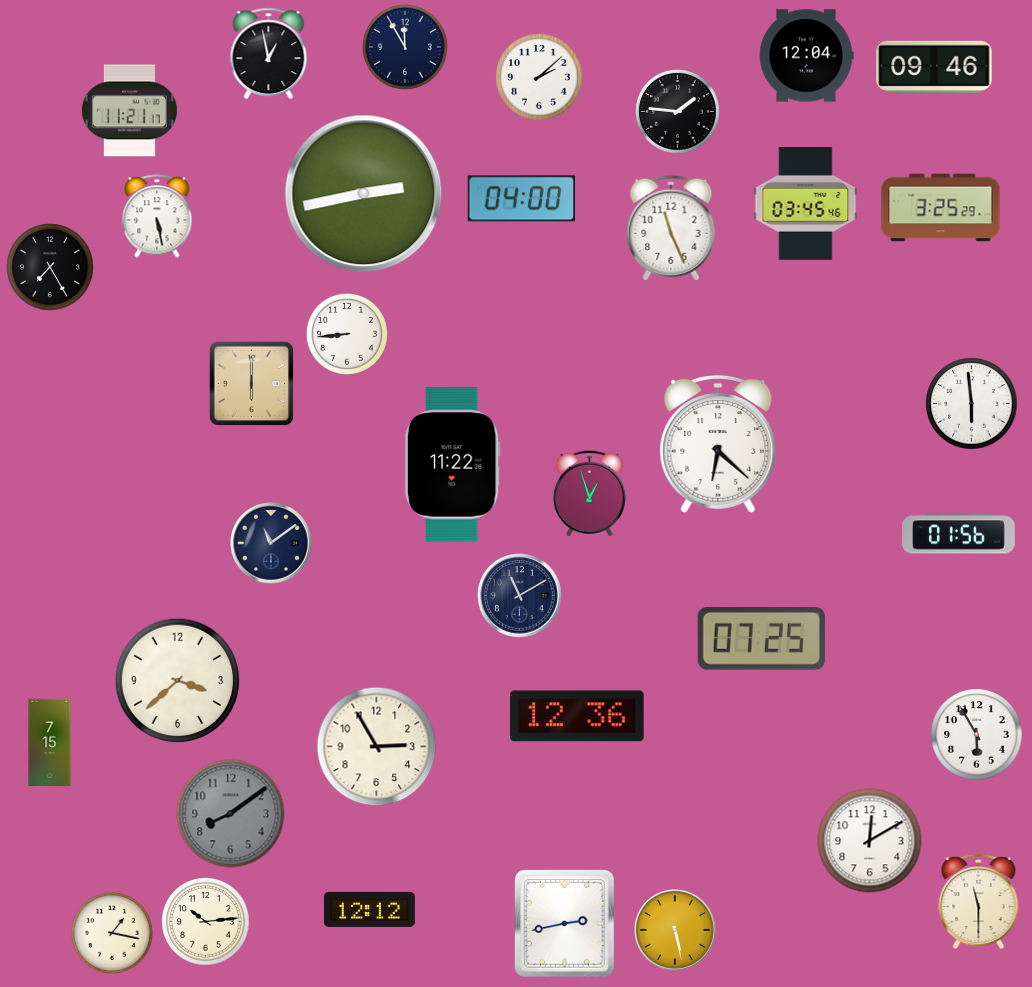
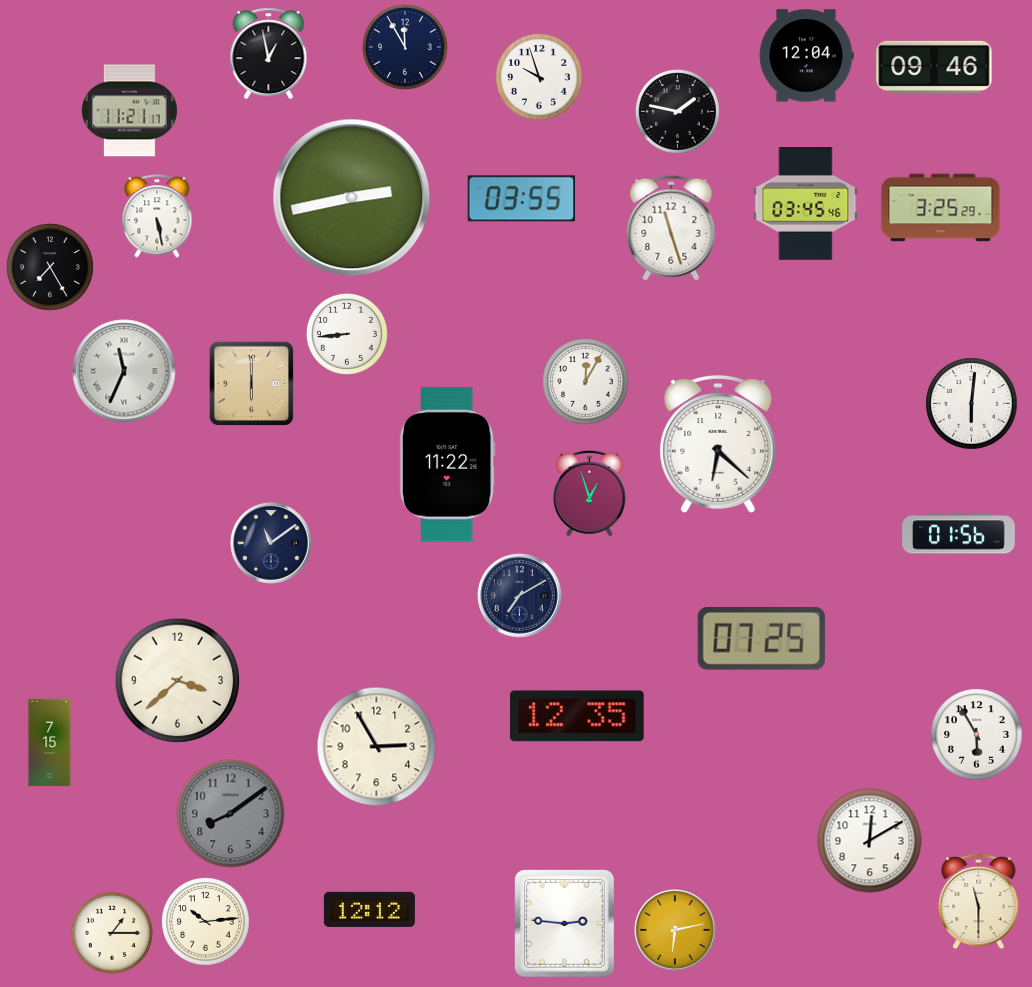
clock at (539, 77): 2:08 -> 9:57
clock at (677, 111): 1:46 -> 1:47
clock at (364, 194) position: (364, 194) -> (352, 198)
clock at (521, 199): 04:00 -> 03:55
clock at (671, 228): 11:26 -> 11:27
clock at (124, 371): none -> 11:34
clock at (586, 382): none -> 12:05
clock at (972, 404): 5:59 -> 6:01
clock at (452, 465) position: (452, 465) -> (447, 465)
clock at (520, 596): 11:10 -> 7:10
clock at (578, 716): 12:36 -> 12:35
clock at (565, 924): 2:43 -> 2:46
clock at (676, 931): 5:28 -> 6:13
clock at (112, 933): 1:17 -> 1:15
